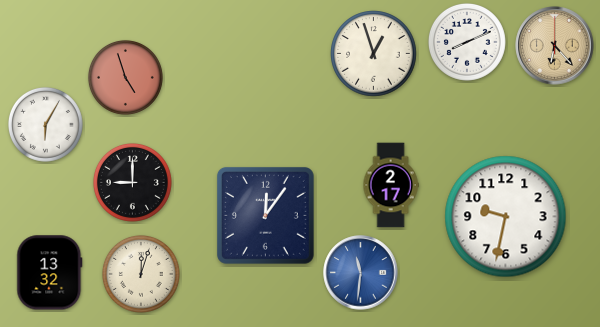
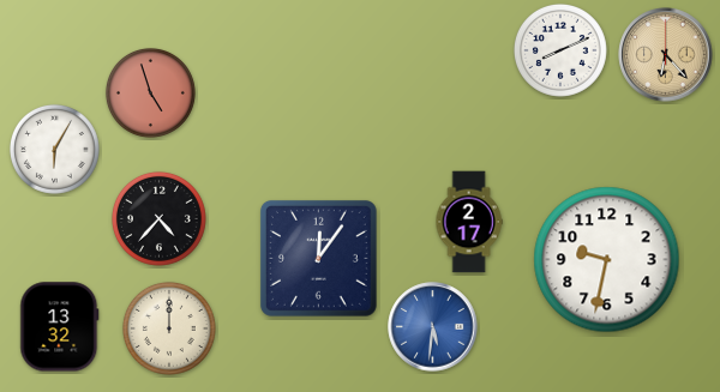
clock at (374, 54): 12:57 -> none
clock at (132, 182): 9:00 -> 4:37
clock at (361, 273): 11:31 -> 5:31
clock at (141, 274): 12:03 -> 12:00
